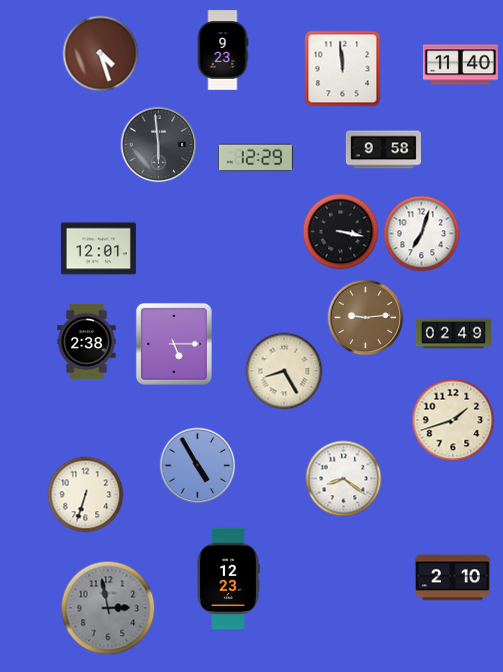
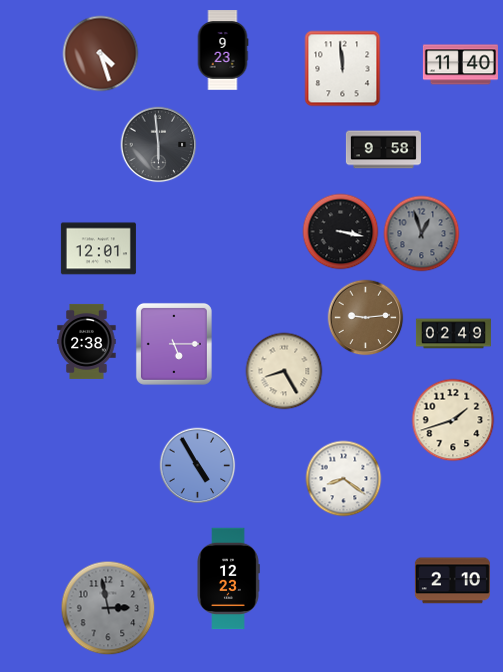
clock at (255, 158): 12:29 -> none
clock at (422, 234): 7:03 -> 12:57
clock at (422, 234) dial: white -> grey
clock at (86, 495): 6:33 -> none
clock at (452, 578) position: (452, 578) -> (452, 581)
